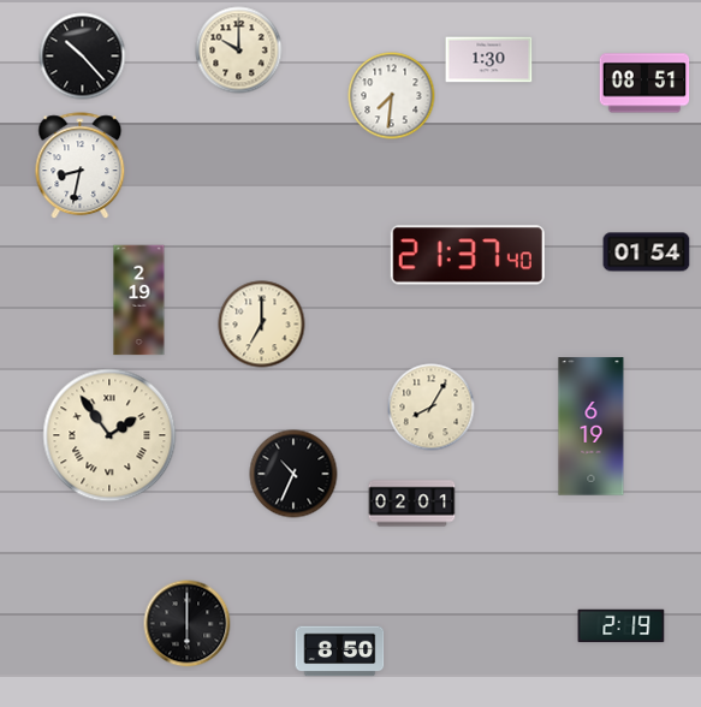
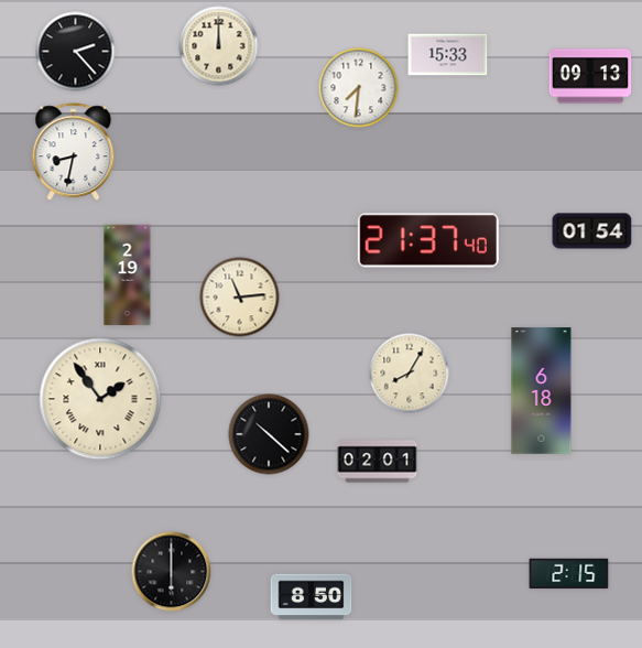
clock at (239, 50): 10:00 -> 12:00
clock at (83, 57): 10:23 -> 2:23
clock at (489, 60): 1:30 -> 15:33
clock at (644, 83): 08:51 -> 09:13
clock at (468, 255) position: (468, 255) -> (428, 240)
clock at (262, 325): 7:00 -> 11:14
clock at (432, 408) position: (432, 408) -> (410, 374)
clock at (592, 427): 6:19 -> 6:18
clock at (293, 474): 10:34 -> 10:22
clock at (622, 626): 2:19 -> 2:15
